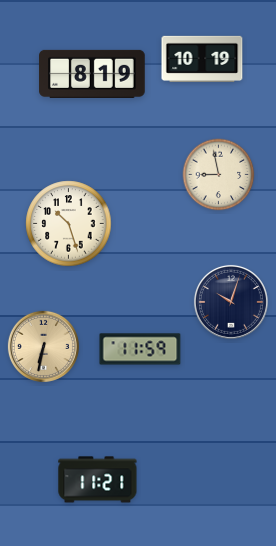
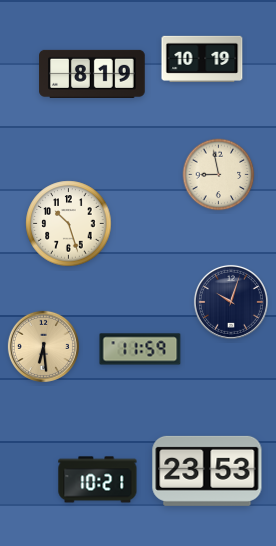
clock at (43, 346): 6:32 -> 6:29
clock at (207, 471): none -> 23:53
clock at (98, 480): 11:21 -> 10:21
